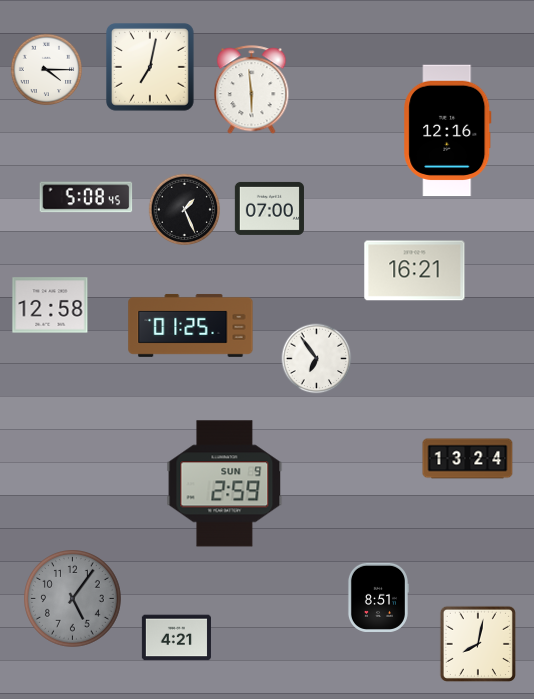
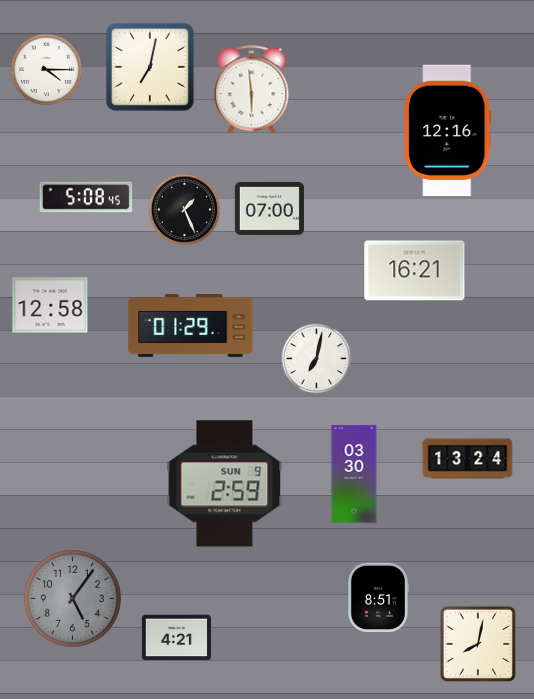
clock at (191, 325): 01:25 -> 01:29
clock at (317, 359): 6:54 -> 7:02
clock at (354, 474): none -> 03:30
